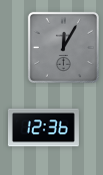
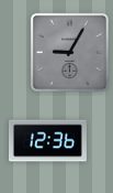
clock at (63, 47): 12:05 -> 9:05
